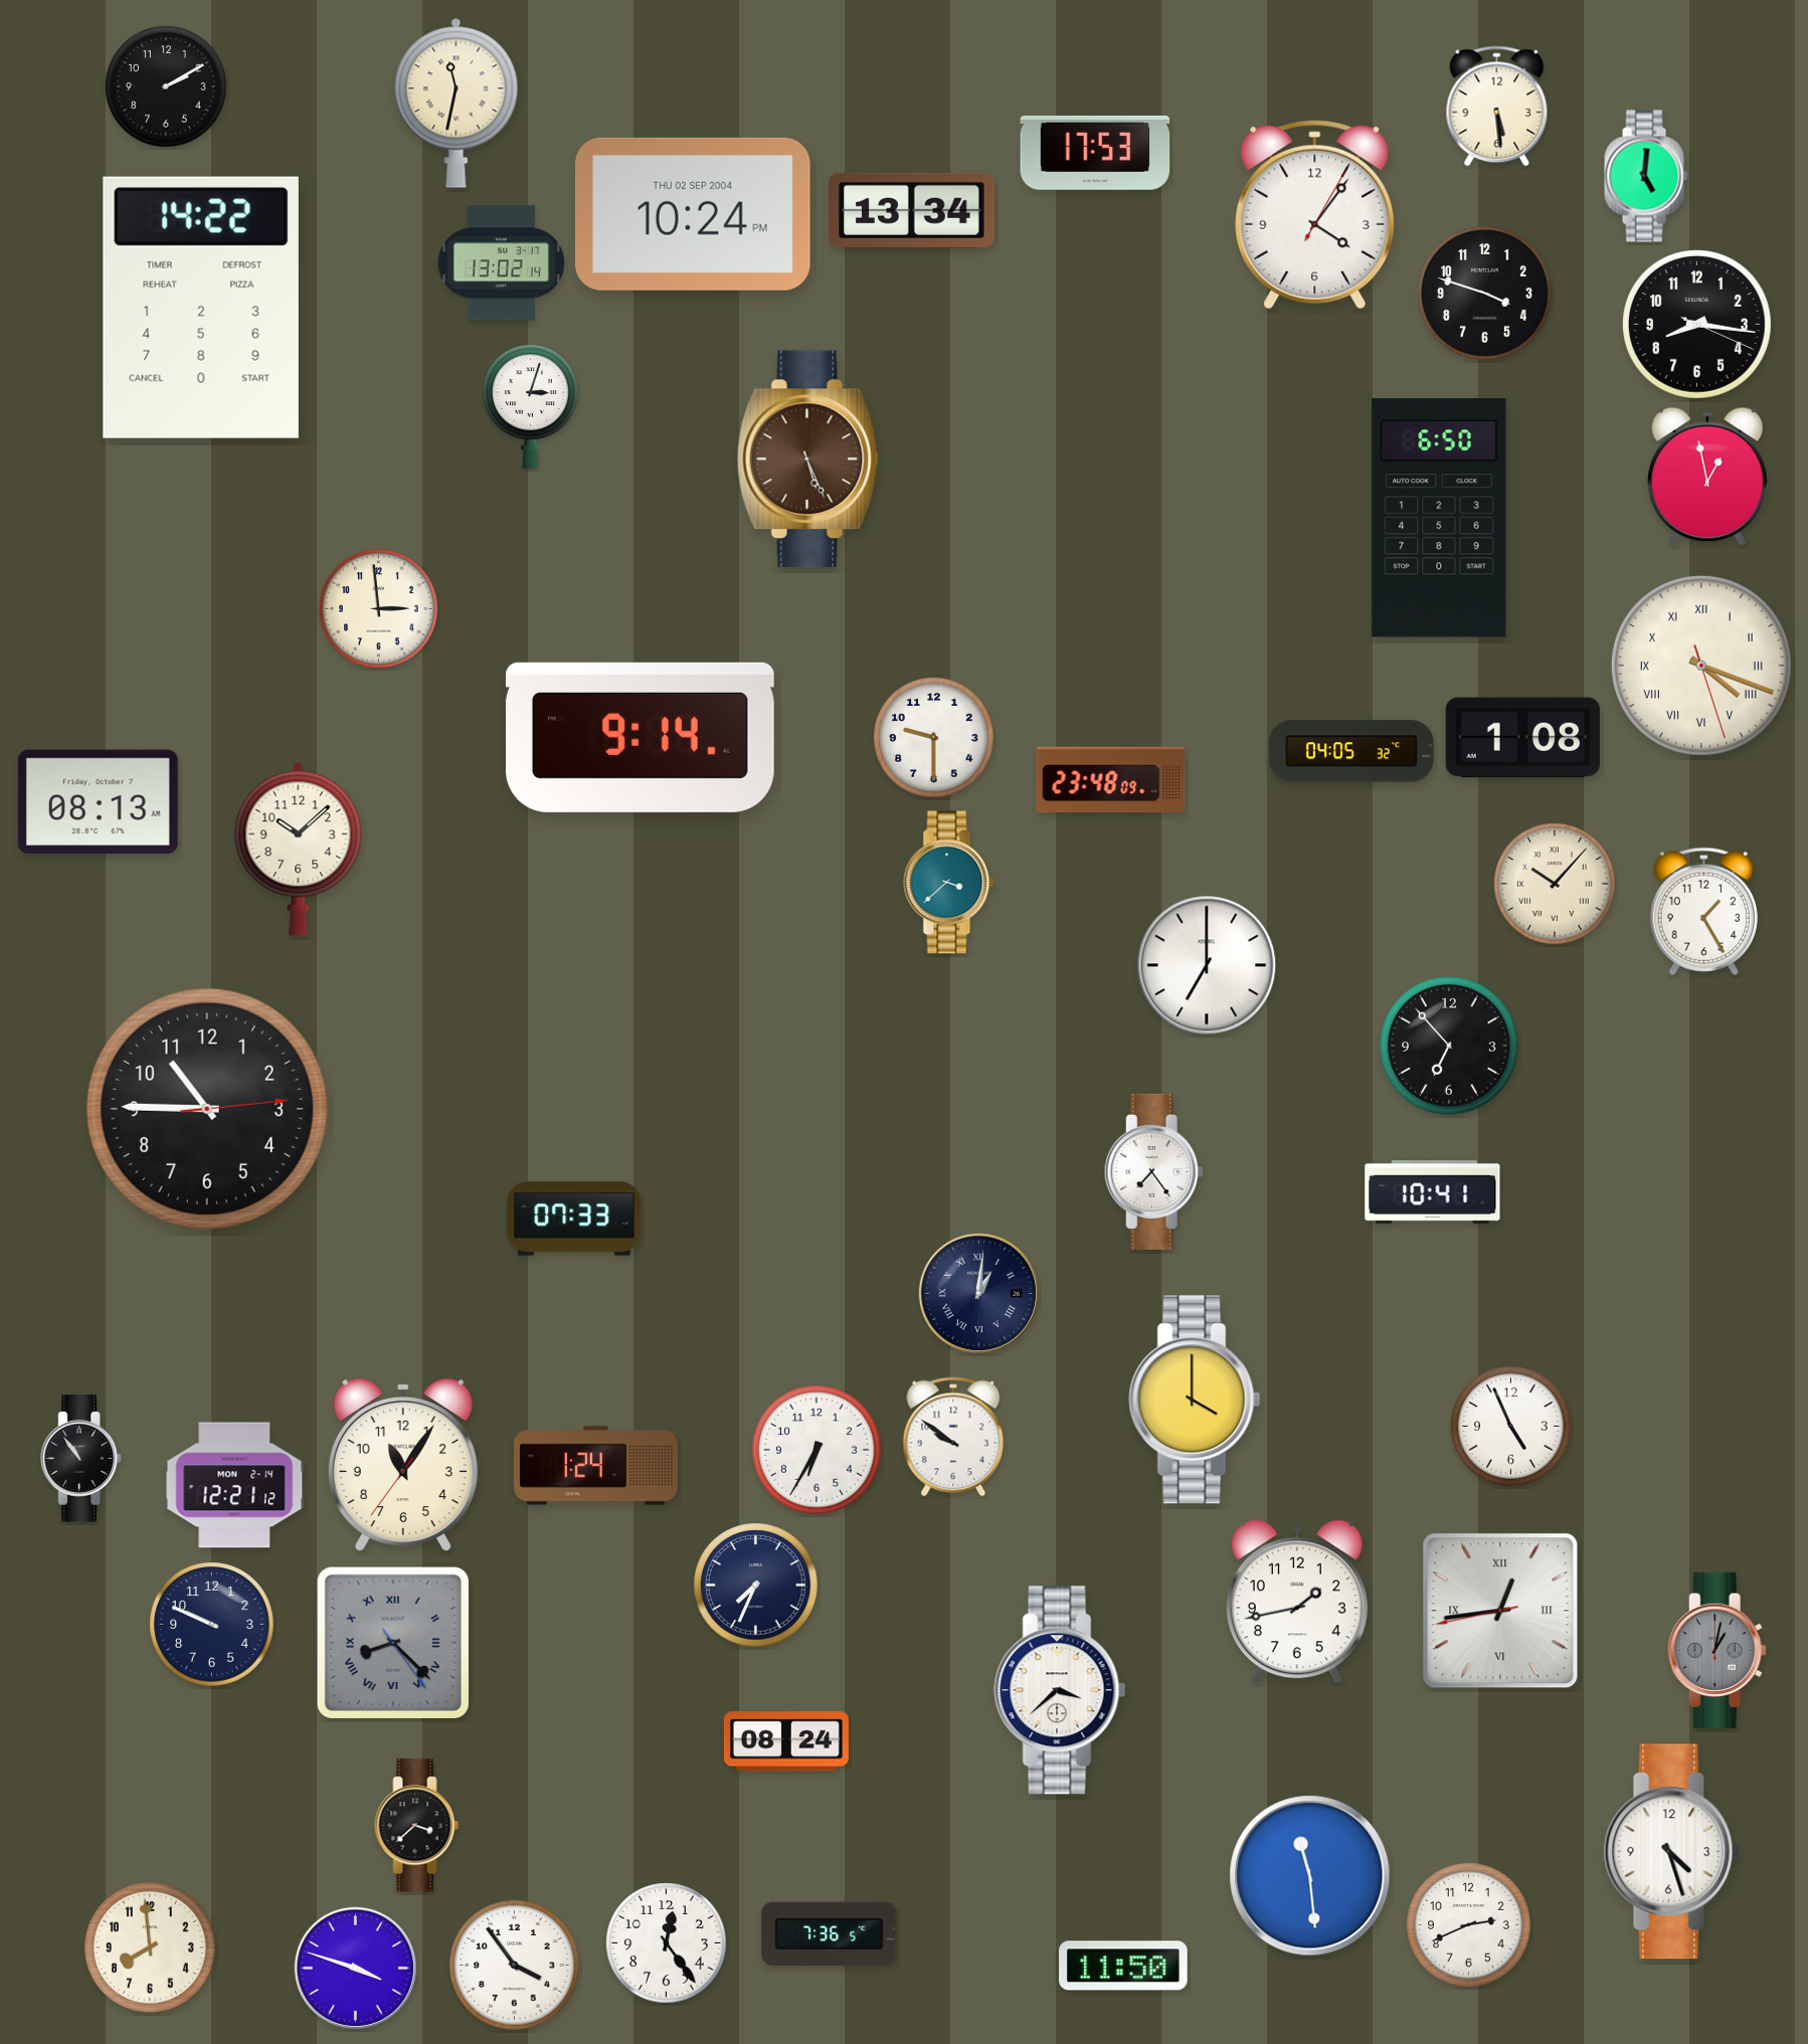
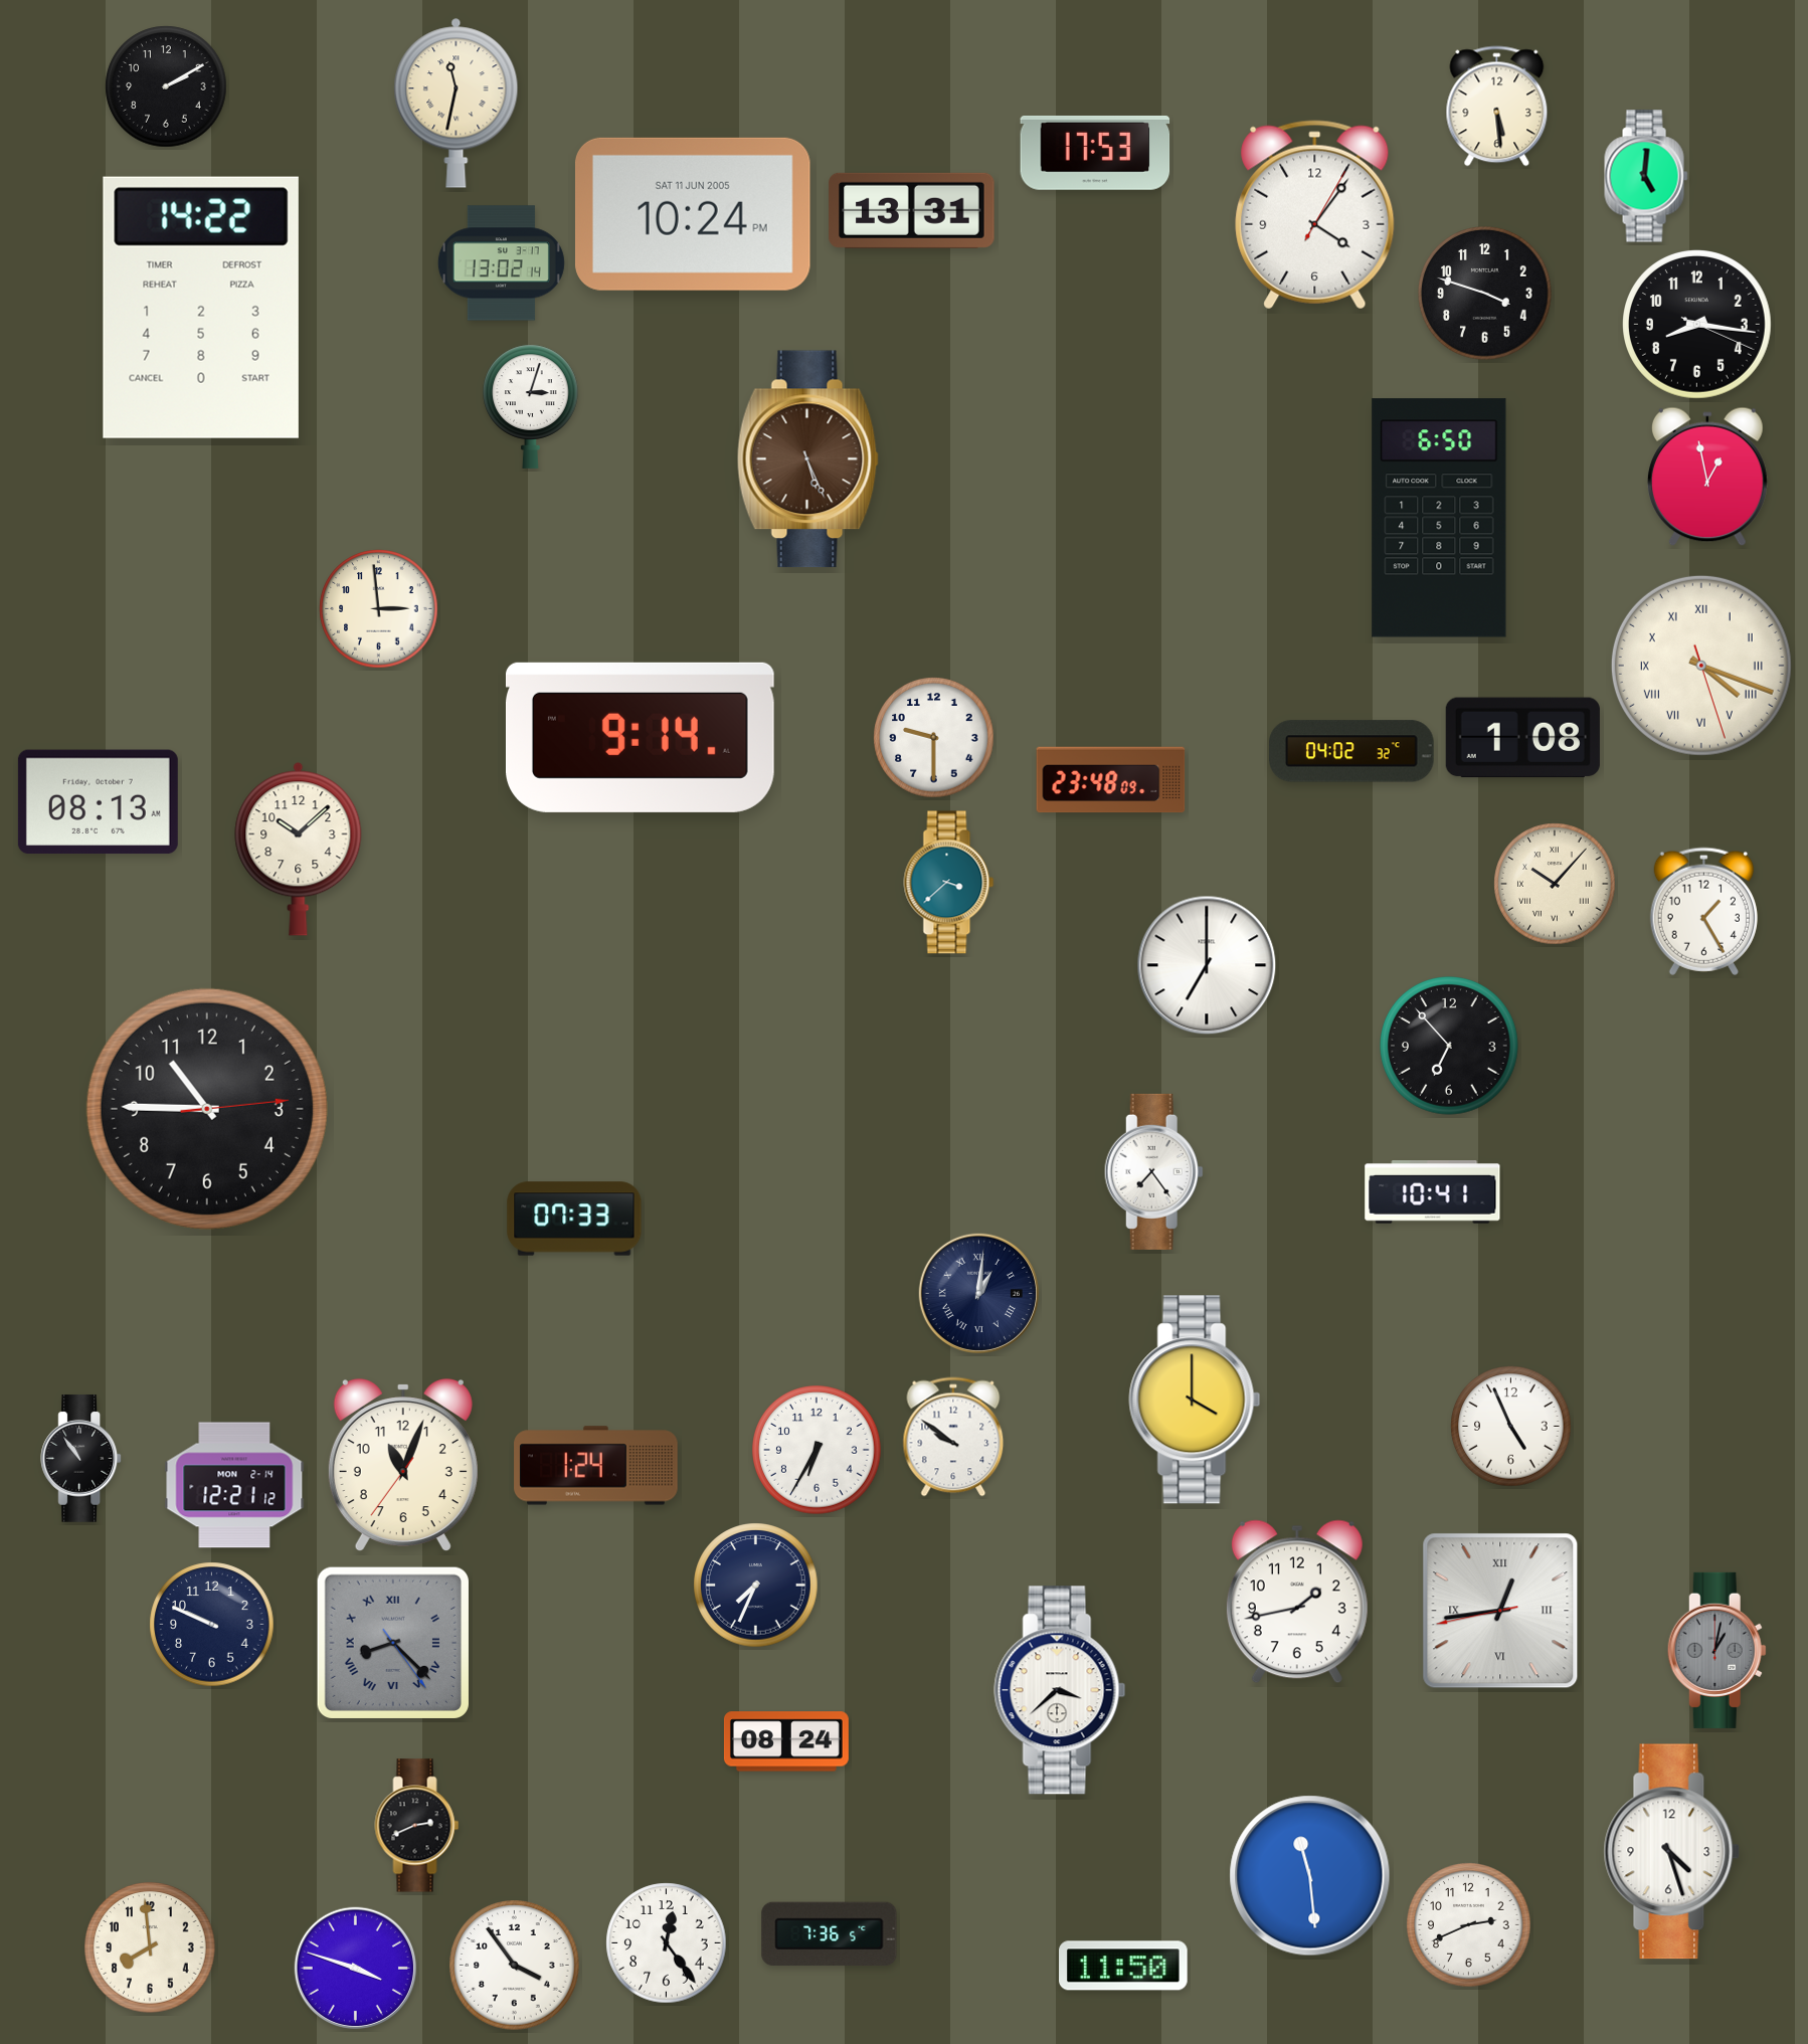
clock at (912, 210): 13:34 -> 13:31
clock at (693, 214) date: THU 02 SEP 2004 -> SAT 11 JUN 2005
clock at (1351, 751): 04:05 -> 04:02
clock at (403, 1465): 11:05 -> 11:03
clock at (417, 1826): 3:38 -> 2:41
